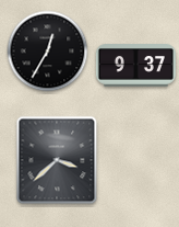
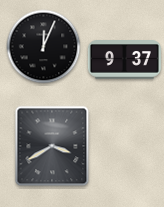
clock at (48, 52): 12:35 -> 12:04
clock at (57, 160): 3:38 -> 3:40
